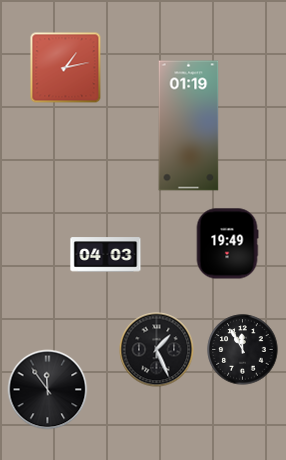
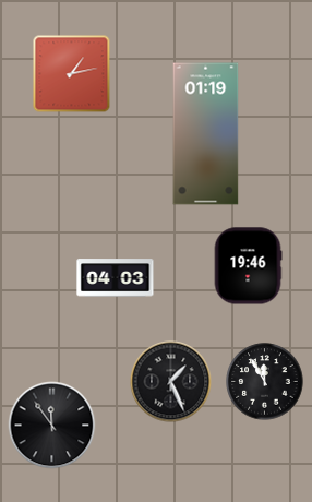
clock at (189, 126) position: (189, 126) -> (206, 134)
clock at (227, 244): 19:49 -> 19:46
